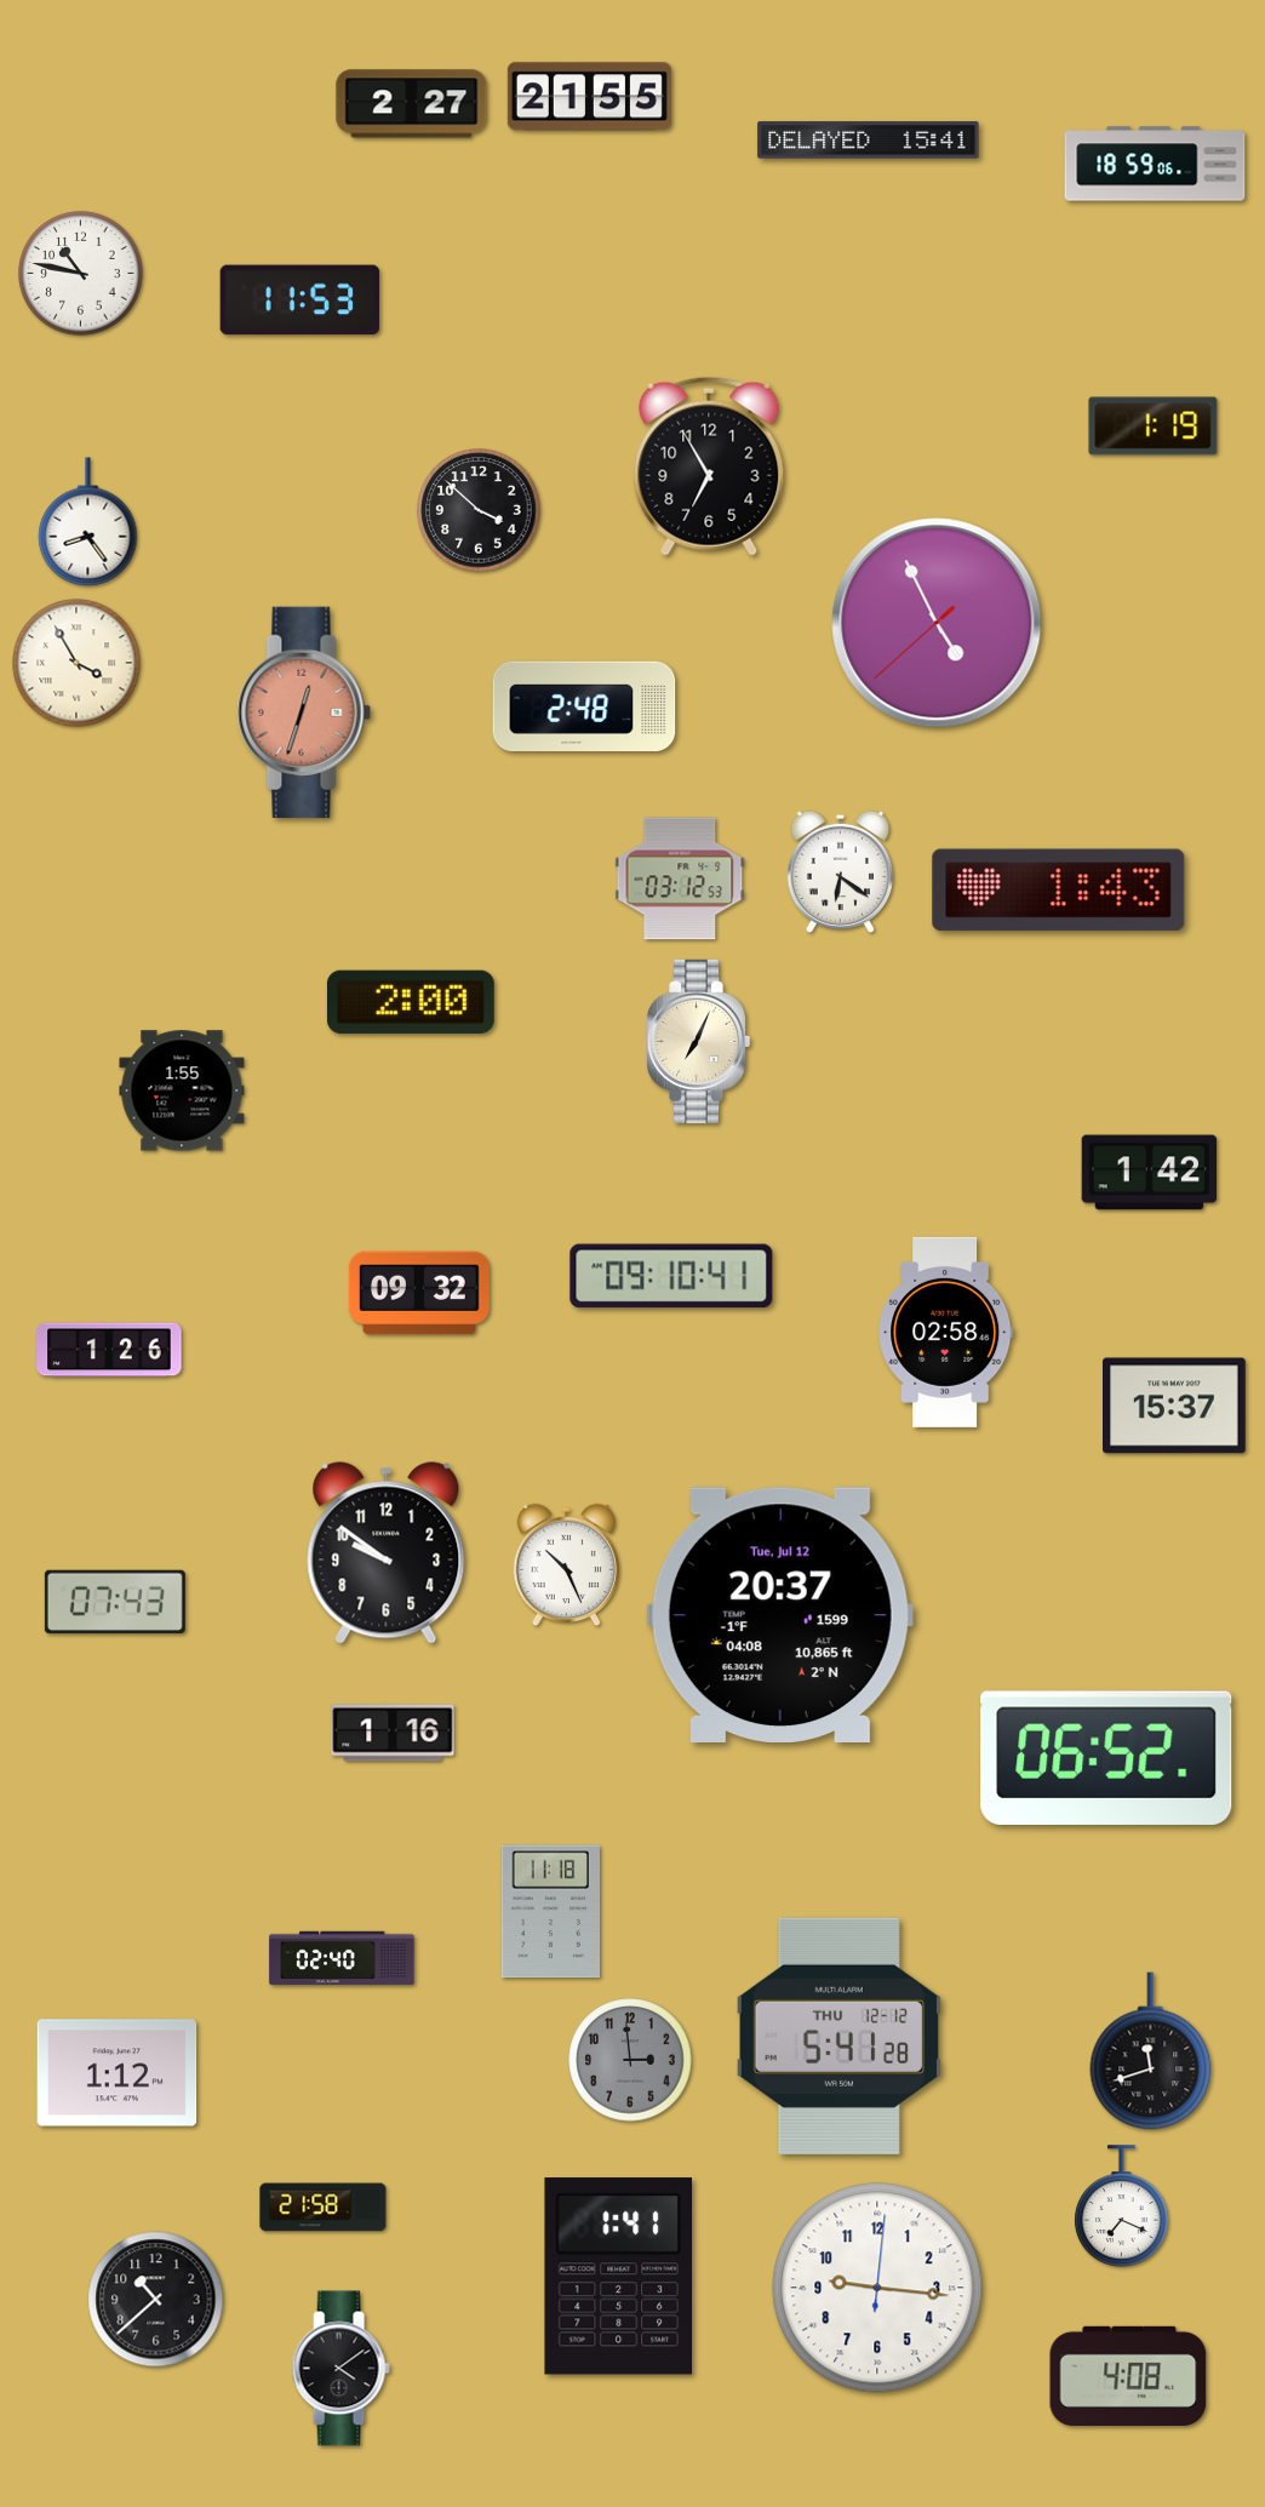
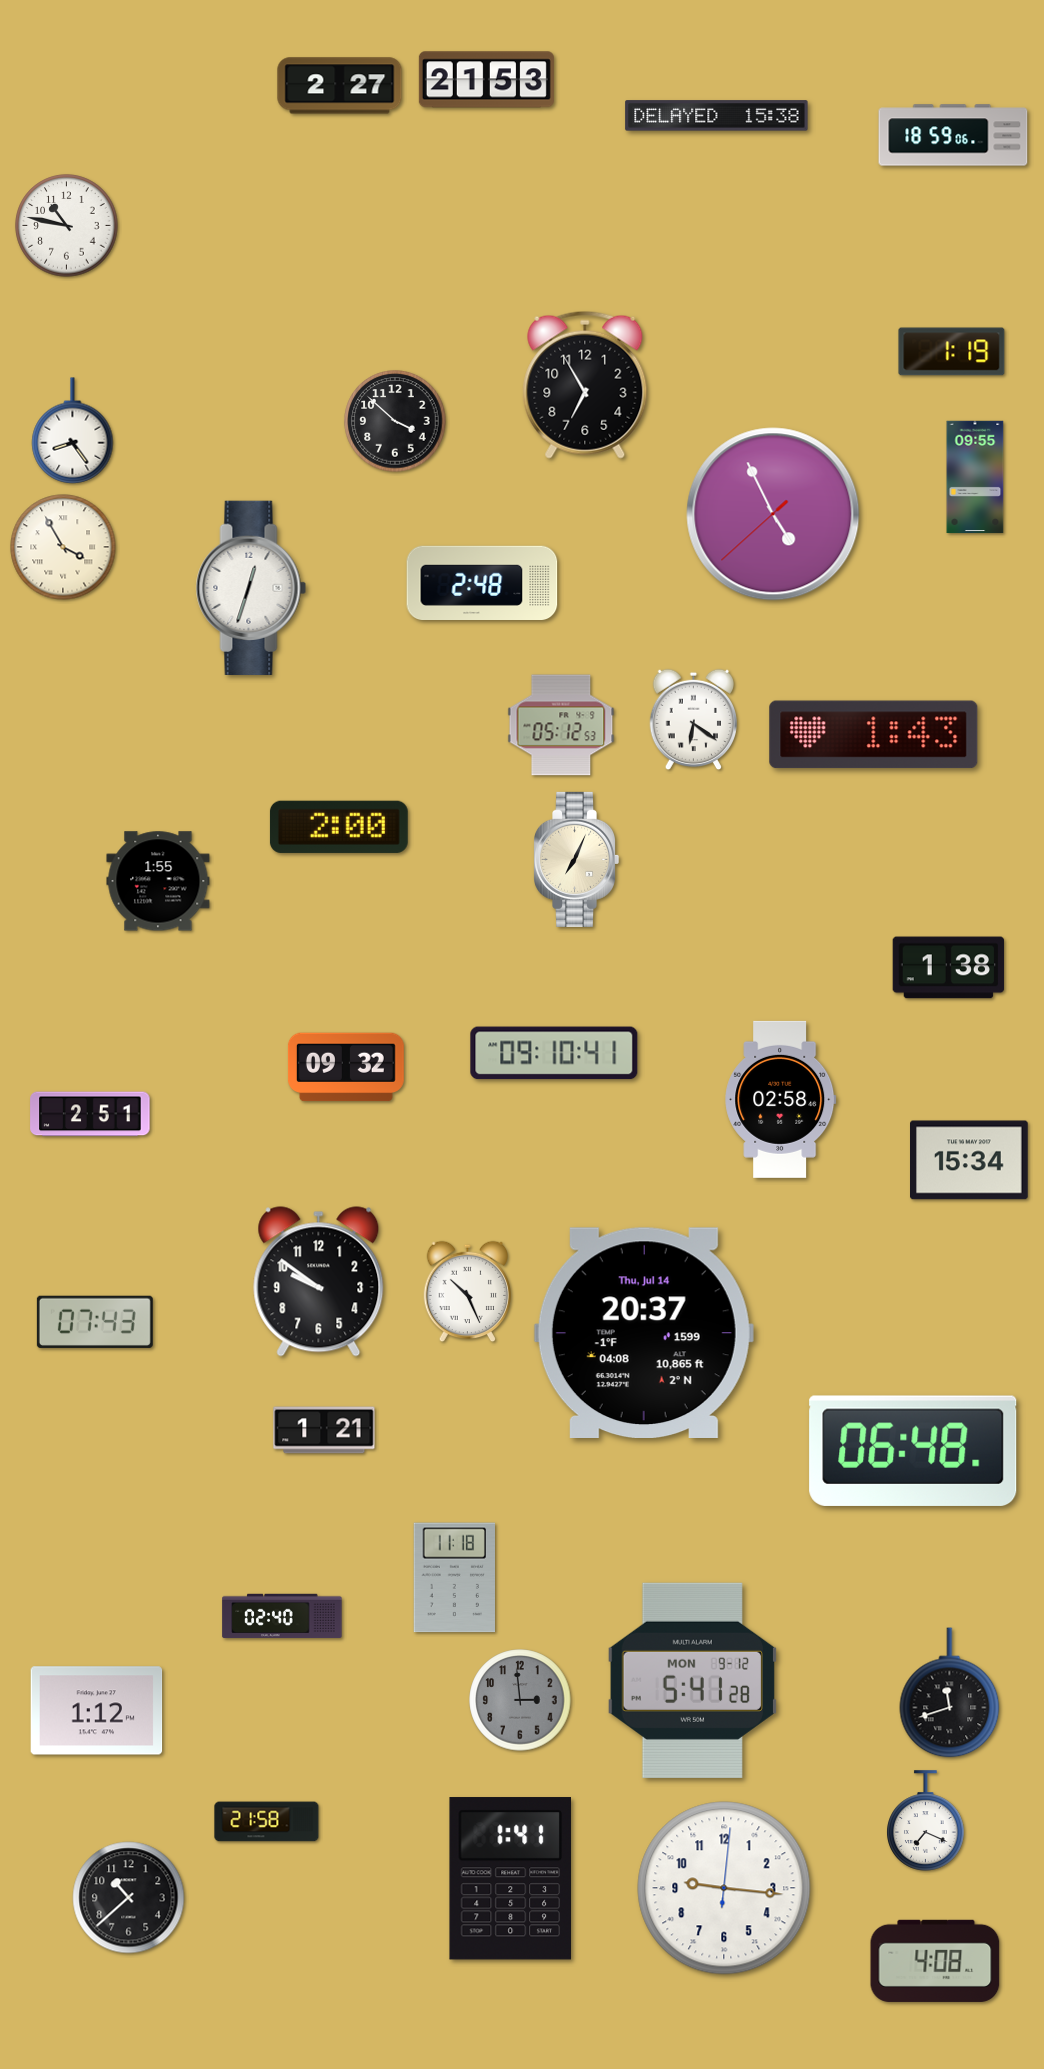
clock at (589, 97): 21:55 -> 21:53
clock at (869, 141): 15:41 -> 15:38
clock at (300, 301): 11:53 -> none
clock at (975, 477): none -> 09:55
clock at (304, 712) dial: salmon -> white
clock at (680, 878): 03:12 -> 05:12
clock at (182, 1091) position: (182, 1091) -> (158, 881)
clock at (1150, 1173): 1:42 -> 1:38
clock at (109, 1350): 1:26 -> 2:51
clock at (1174, 1406): 15:37 -> 15:34
clock at (780, 1614) date: Tue, Jul 12 -> Thu, Jul 14
clock at (393, 1733): 1:16 -> 1:21
clock at (1106, 1758): 06:52 -> 06:48
clock at (838, 2036) date: THU 12-12 -> MON 9-12
clock at (340, 2369): 4:09 -> none
clock at (1128, 2376) position: (1128, 2376) -> (935, 1961)
